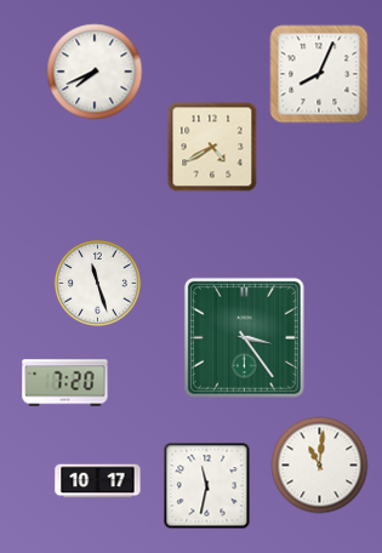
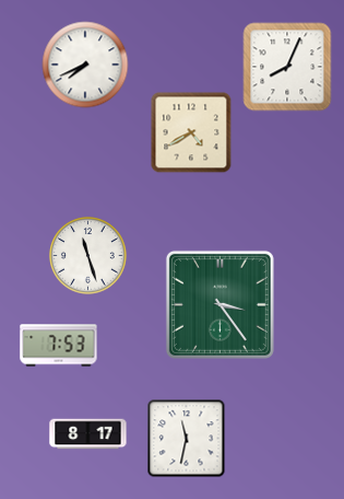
clock at (65, 383): 7:20 -> 7:53
clock at (320, 466): 11:01 -> none
clock at (98, 481): 10:17 -> 8:17
